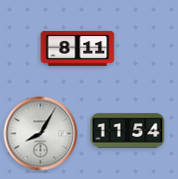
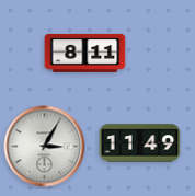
clock at (128, 131): 11:54 -> 11:49
clock at (41, 134): 8:05 -> 3:05
